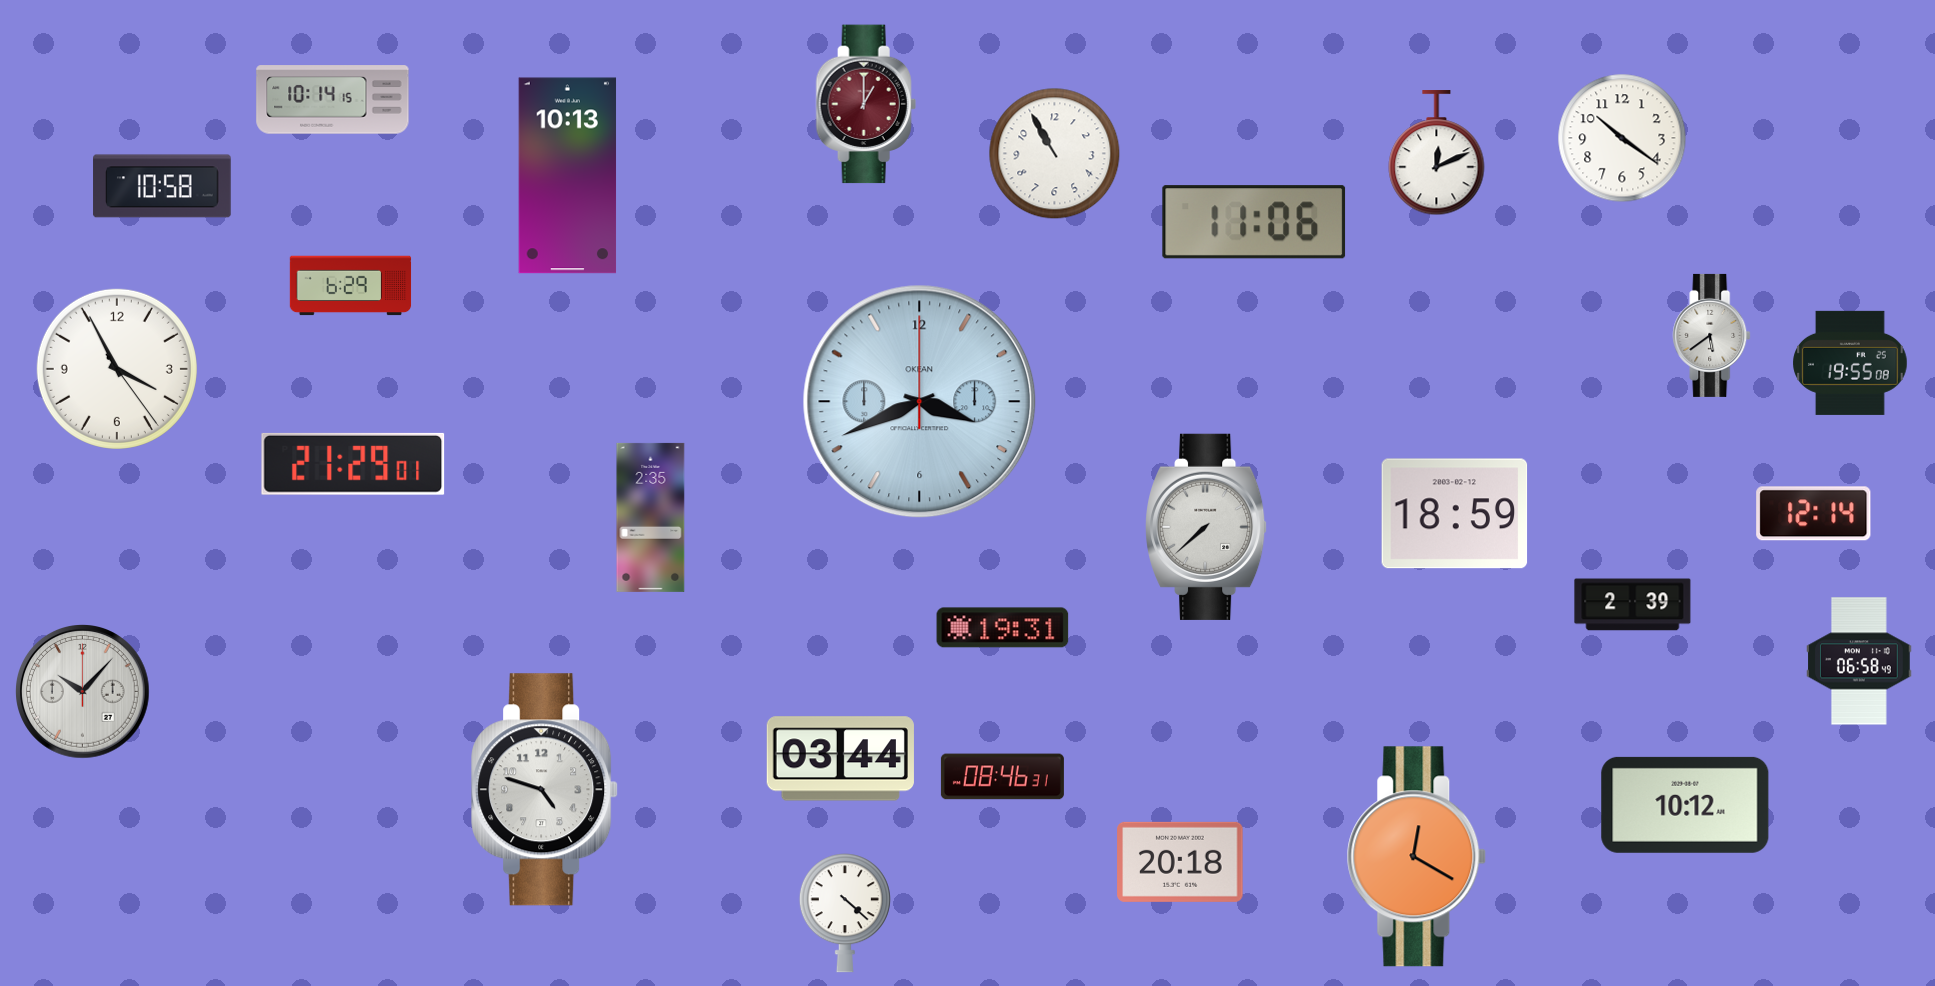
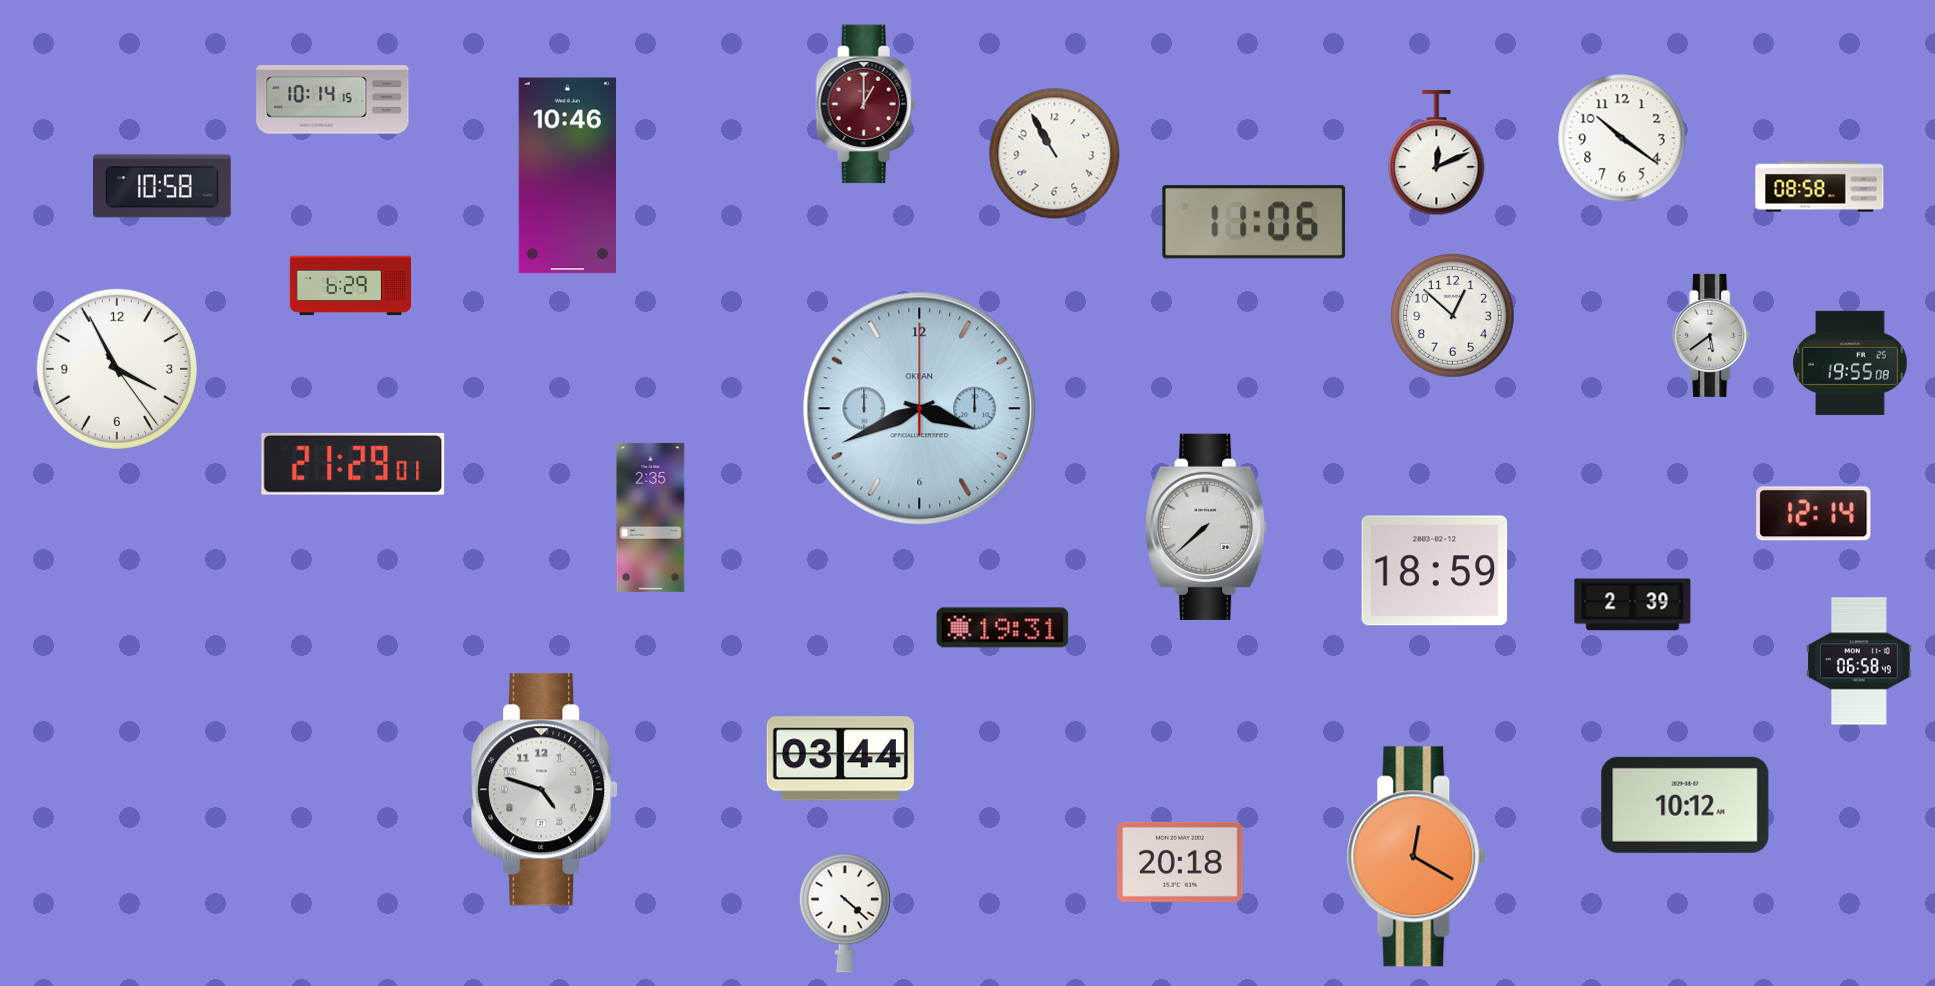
clock at (568, 176): 10:13 -> 10:46
clock at (1820, 187): none -> 08:58
clock at (1453, 316): none -> 12:52
clock at (920, 402) position: (920, 402) -> (920, 409)
clock at (1455, 514) position: (1455, 514) -> (1435, 571)
clock at (83, 692): 10:07 -> none
clock at (1002, 777): 08:46 -> none
